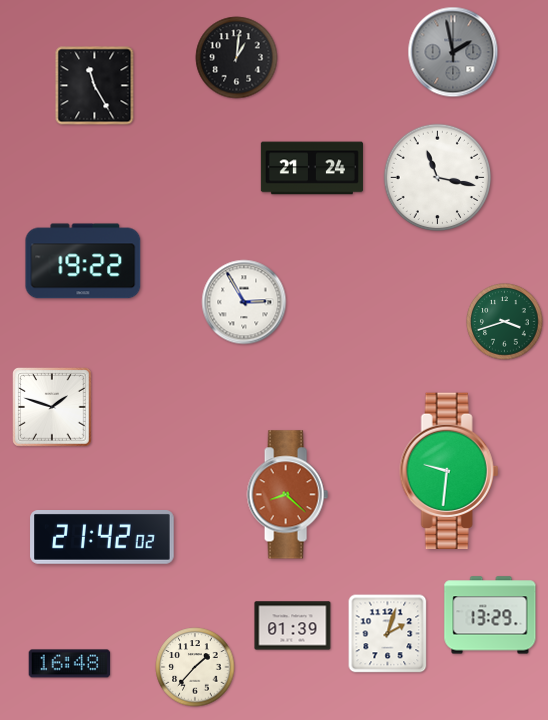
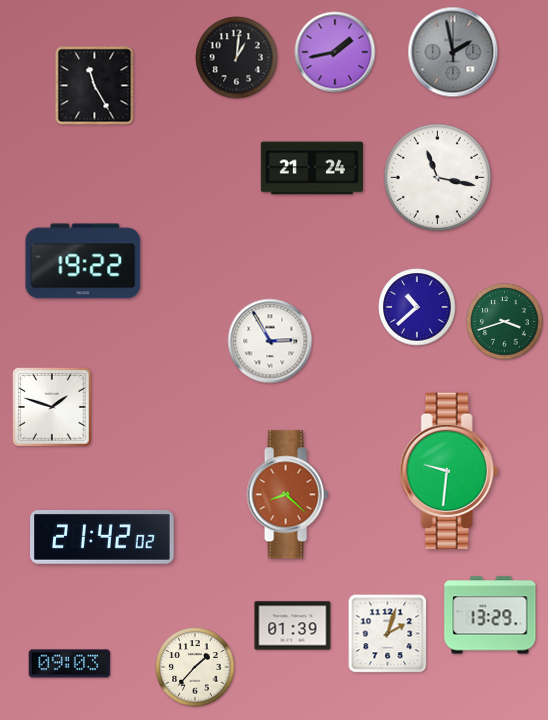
clock at (335, 52): none -> 1:43
clock at (244, 302) position: (244, 302) -> (270, 341)
clock at (417, 307): none -> 10:38
clock at (70, 664): 16:48 -> 09:03
